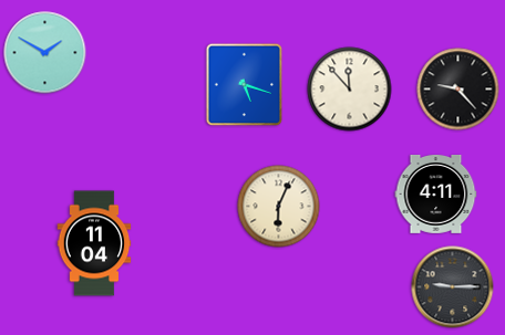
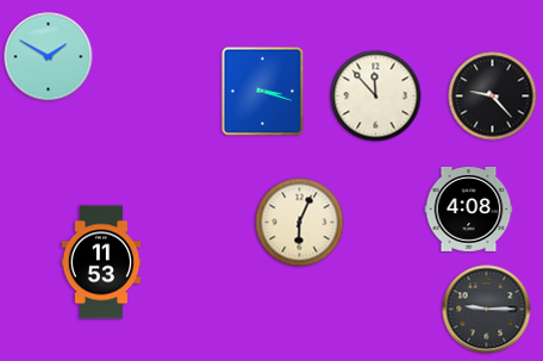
clock at (245, 85): 5:18 -> 3:18
clock at (436, 193): 4:11 -> 4:08
clock at (94, 243): 11:04 -> 11:53
